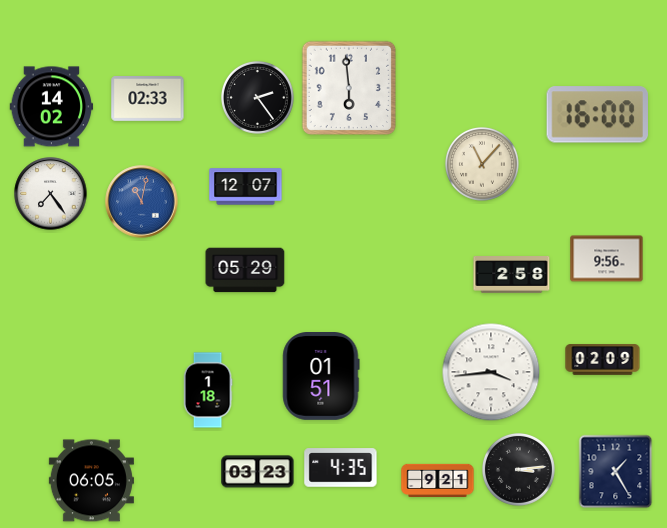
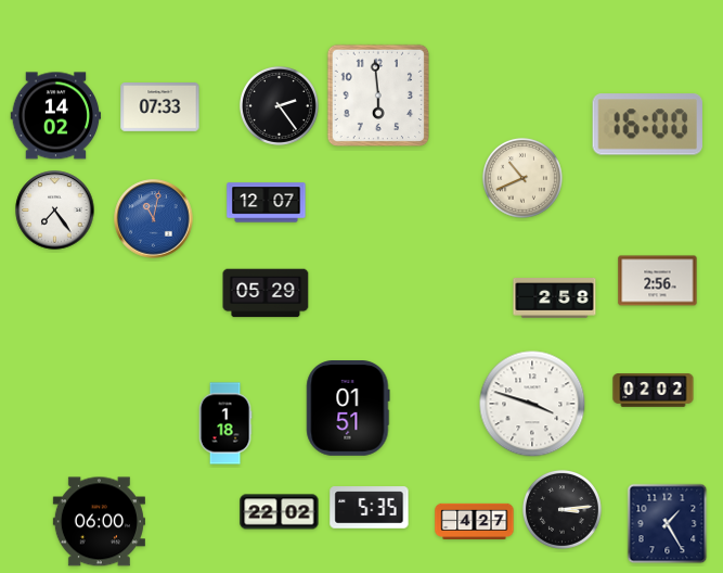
clock at (148, 99): 02:33 -> 07:33
clock at (482, 164): 11:07 -> 10:41
clock at (607, 259): 9:56 -> 2:56
clock at (603, 360): 02:09 -> 02:02
clock at (491, 372): 3:44 -> 3:48
clock at (341, 468): 4:35 -> 5:35
clock at (258, 472): 03:23 -> 22:02
clock at (616, 472) position: (616, 472) -> (668, 524)
clock at (438, 480): 9:21 -> 4:27
clock at (91, 481): 06:05 -> 06:00
